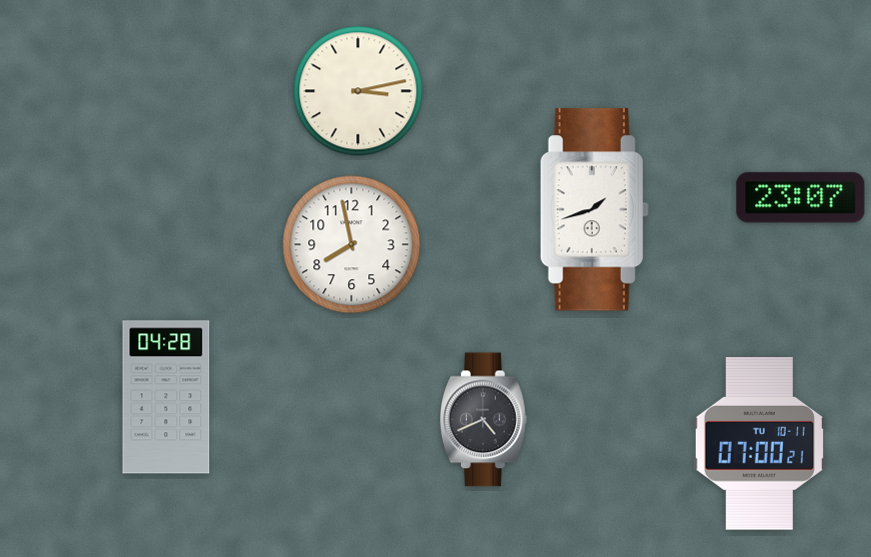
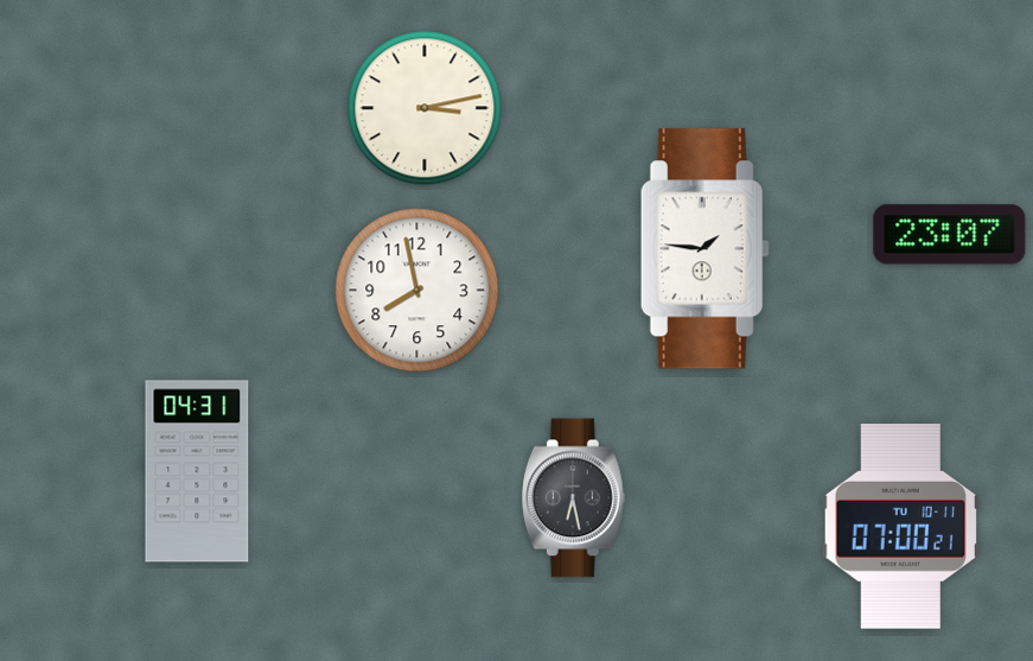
clock at (594, 210): 1:42 -> 1:46
clock at (166, 397): 04:28 -> 04:31
clock at (483, 420): 4:41 -> 6:28
